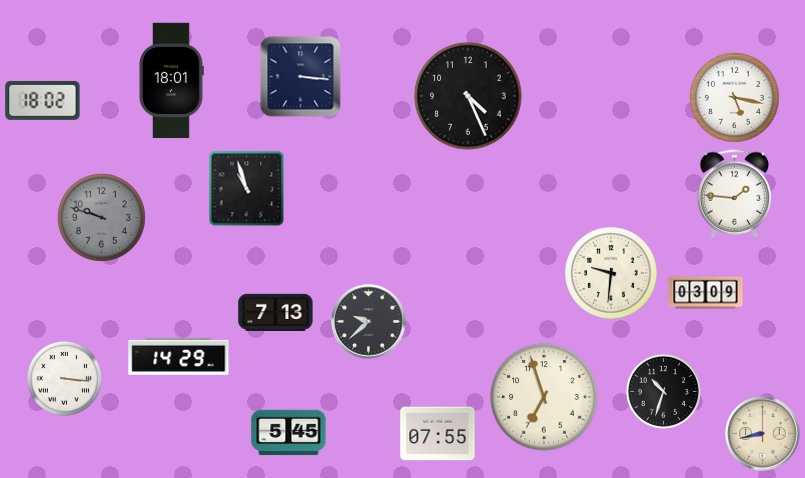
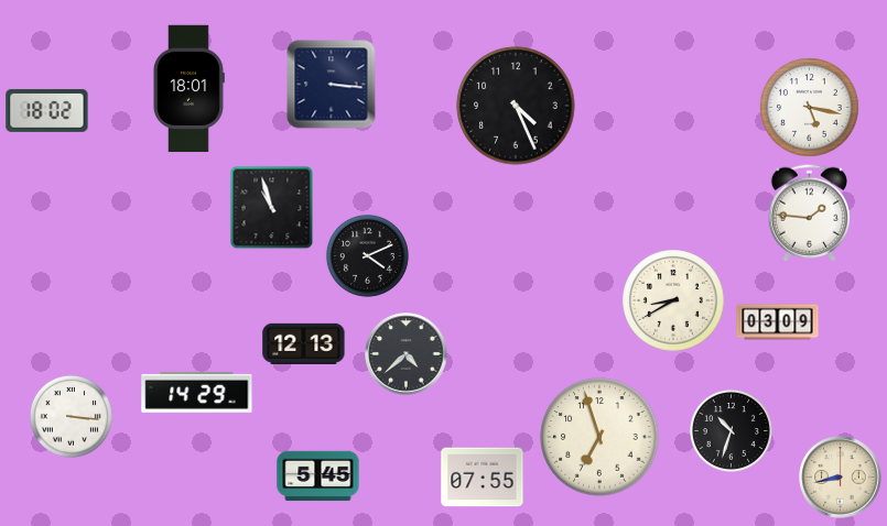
clock at (102, 218): 9:48 -> none
clock at (367, 255): none -> 4:11
clock at (611, 273): 9:31 -> 8:40
clock at (276, 312): 7:13 -> 12:13
clock at (369, 322): 9:38 -> 4:38
